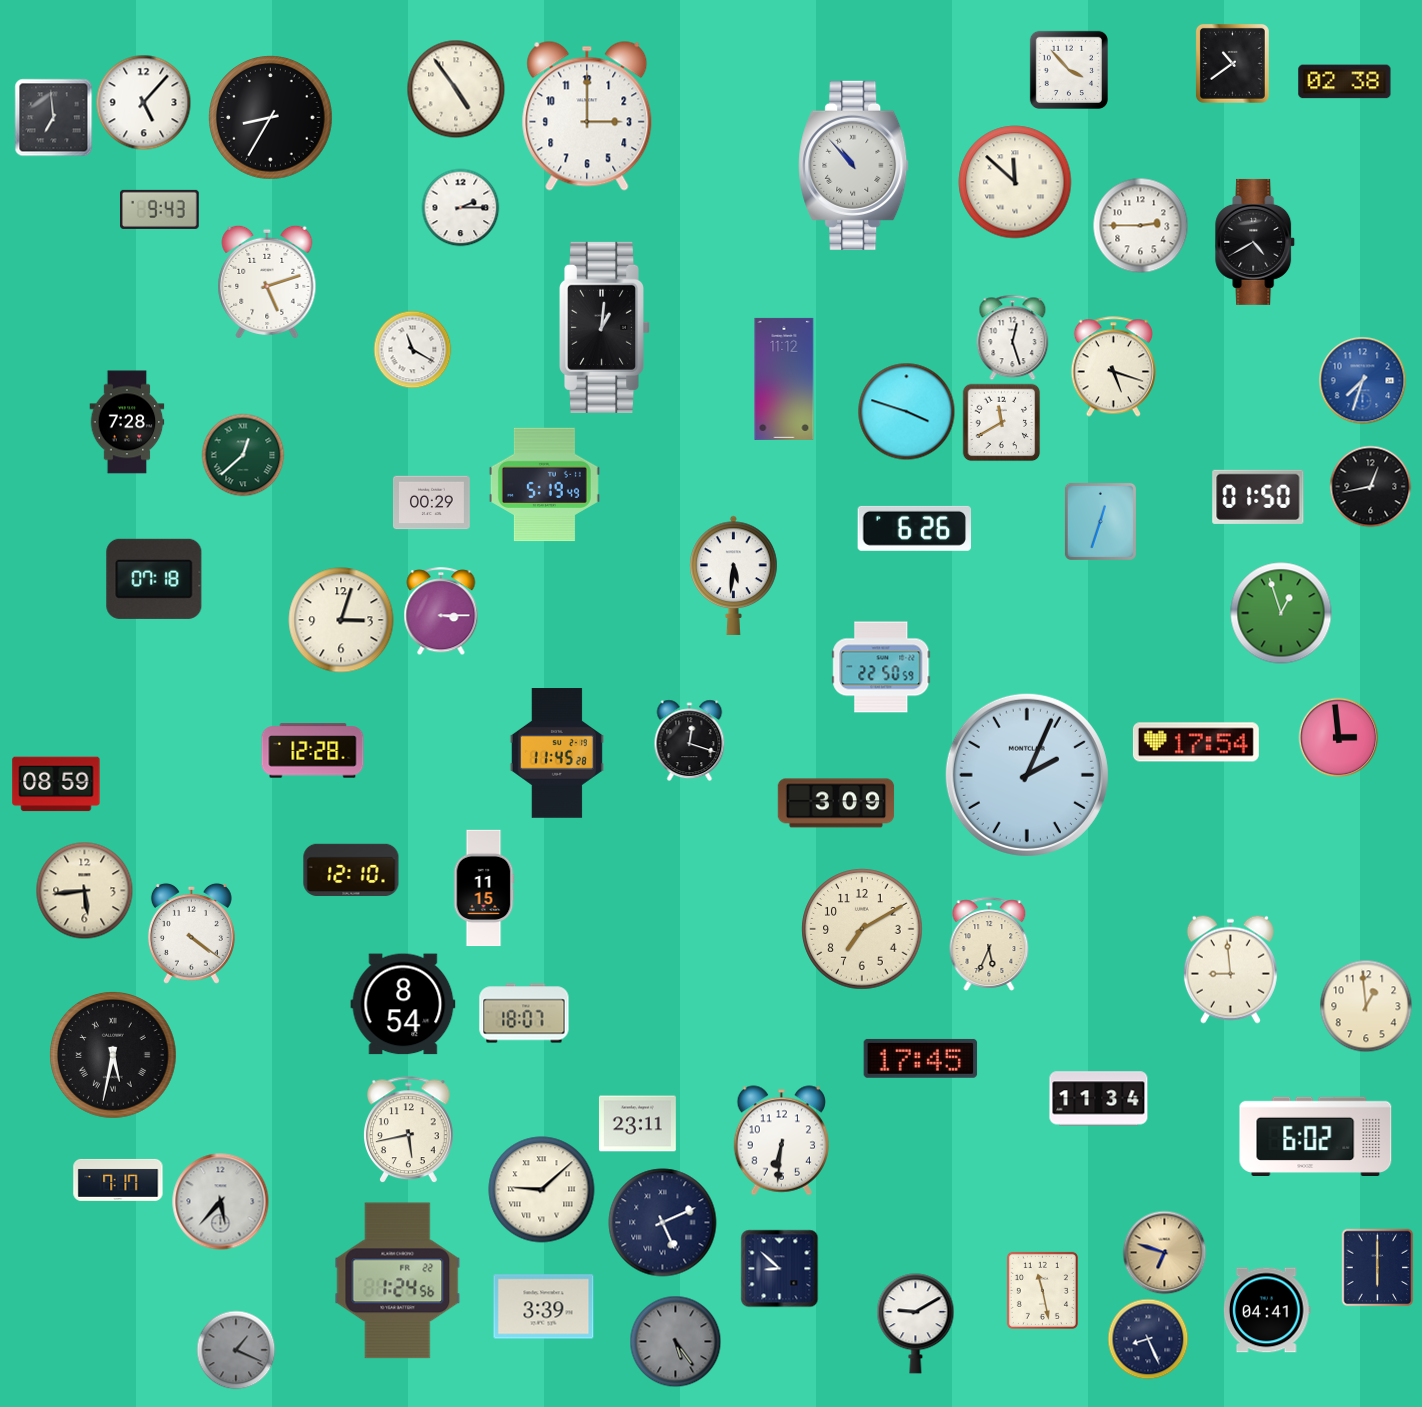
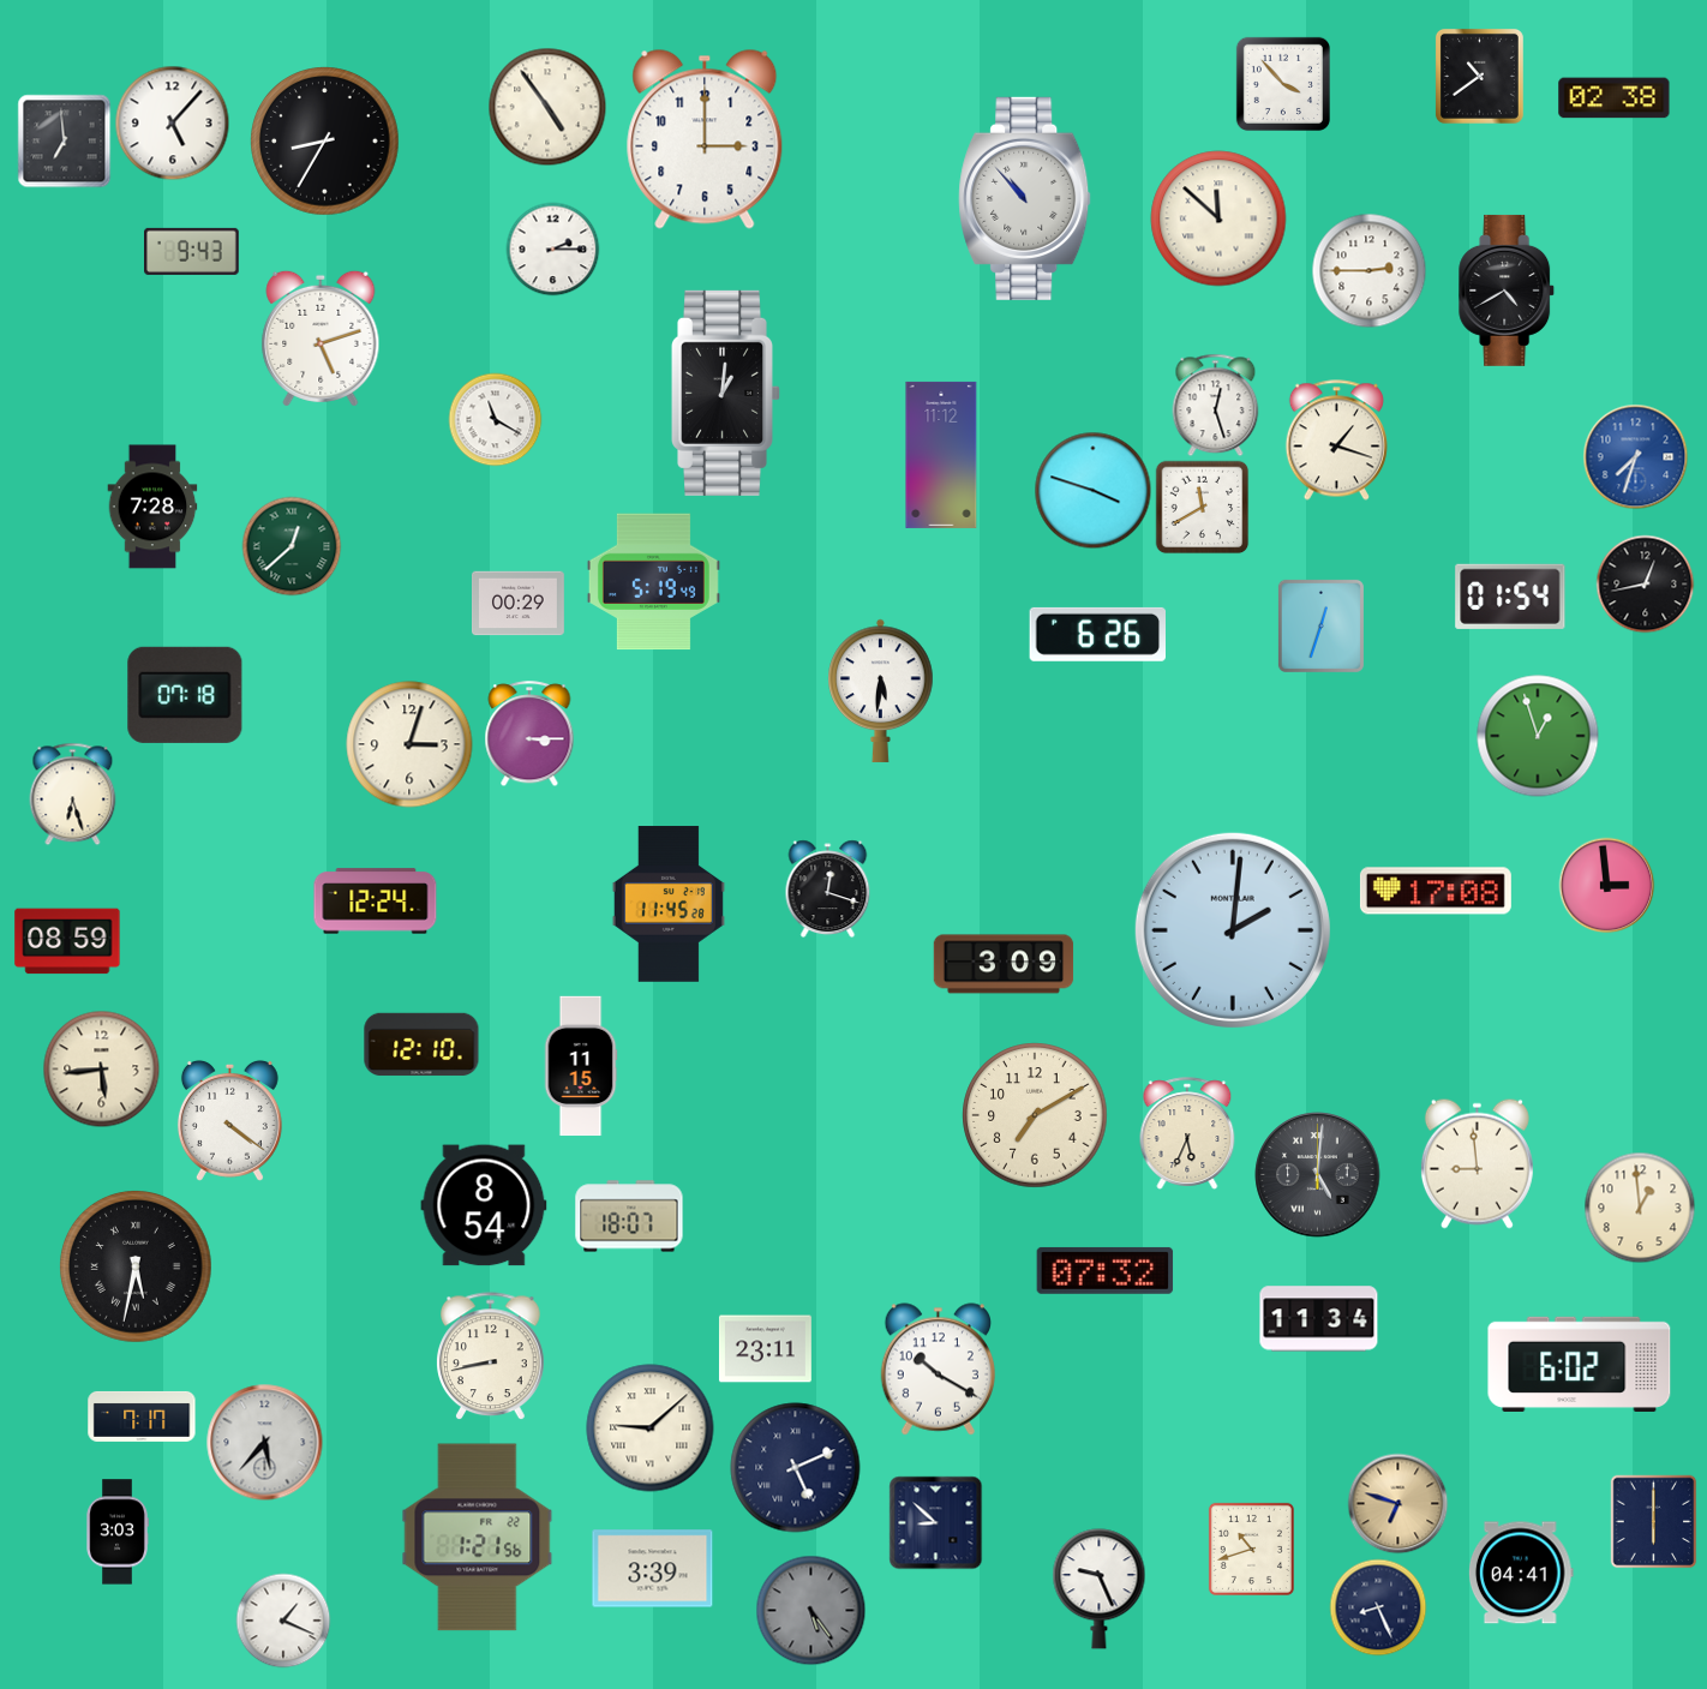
clock at (1113, 367): 5:18 -> 1:18
clock at (906, 411) position: (906, 411) -> (1092, 490)
clock at (1258, 497): 01:50 -> 01:54
clock at (73, 793): none -> 6:27
clock at (881, 667): 22:50 -> none
clock at (1196, 742): 17:54 -> 17:08
clock at (313, 751): 12:28 -> 12:24
clock at (1027, 775): 2:04 -> 2:01
clock at (1318, 1175): none -> 5:01
clock at (921, 1058): 17:45 -> 07:32
clock at (409, 1130): 5:43 -> 8:43
clock at (781, 1141): 6:31 -> 10:20
clock at (118, 1532): none -> 3:03
clock at (398, 1281): 1:24 -> 1:21
clock at (1042, 1290): 11:28 -> 10:42
clock at (916, 1324): 9:10 -> 9:26
clock at (236, 1350) dial: grey -> white
